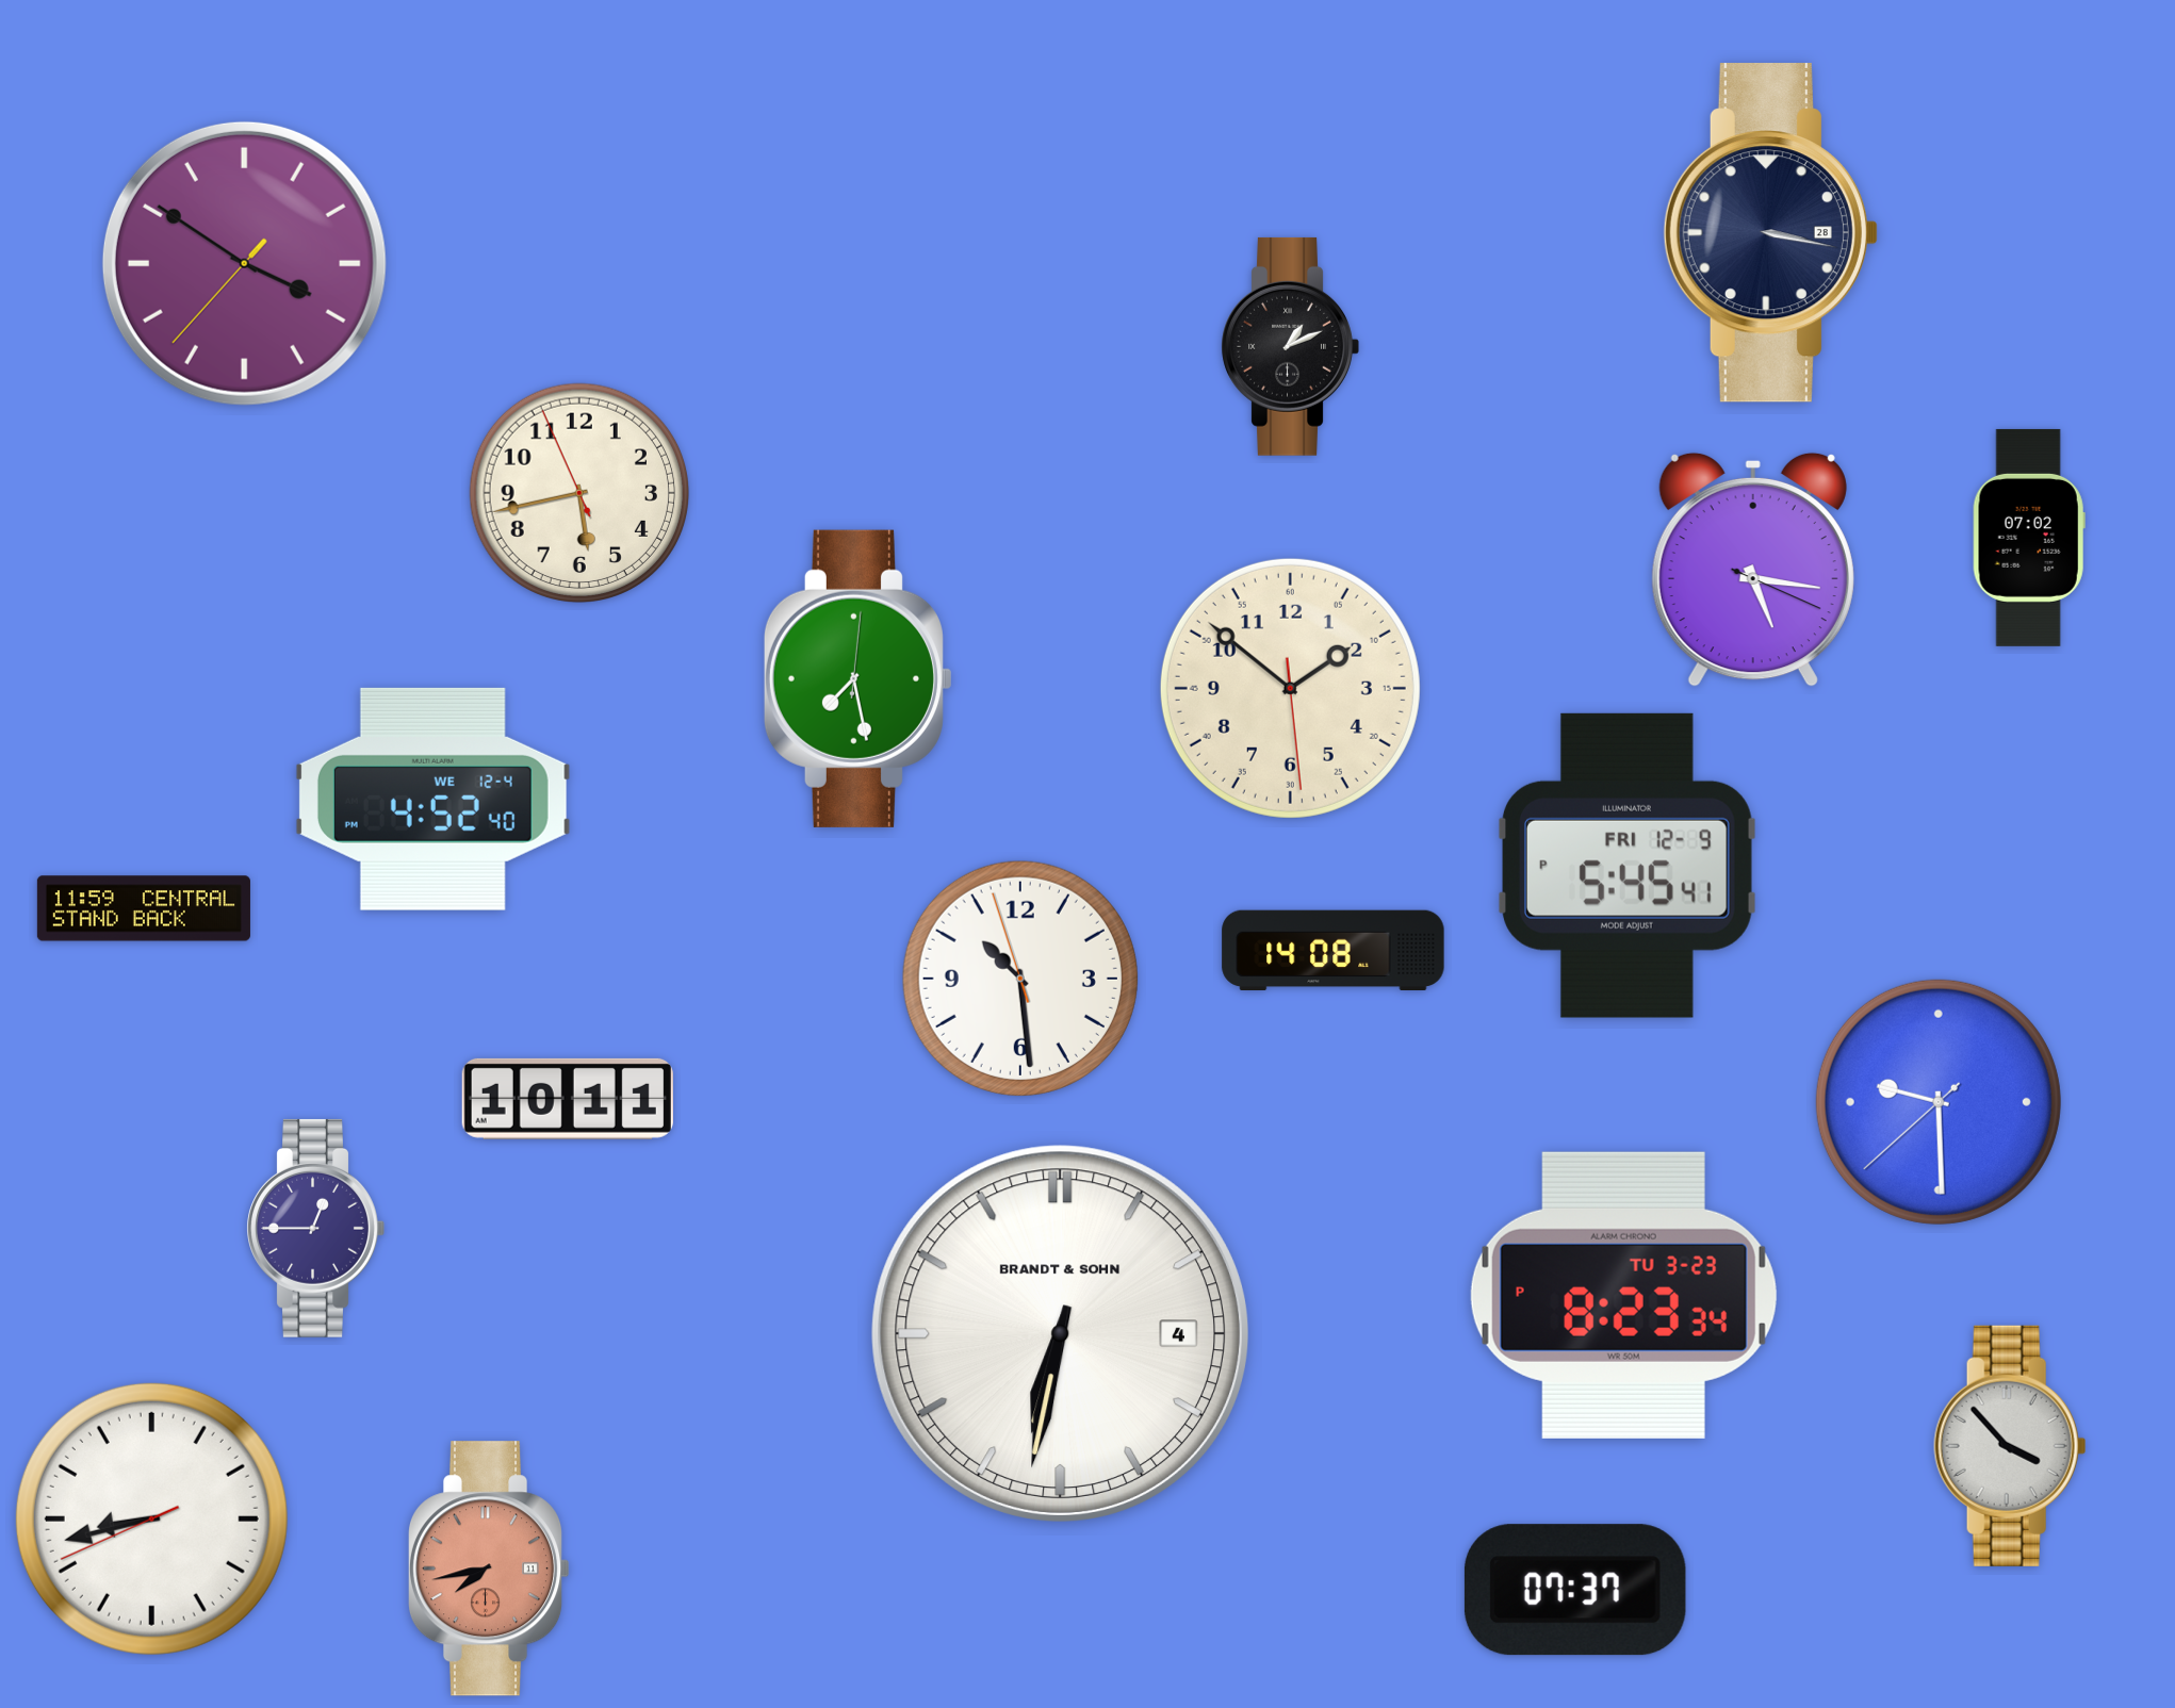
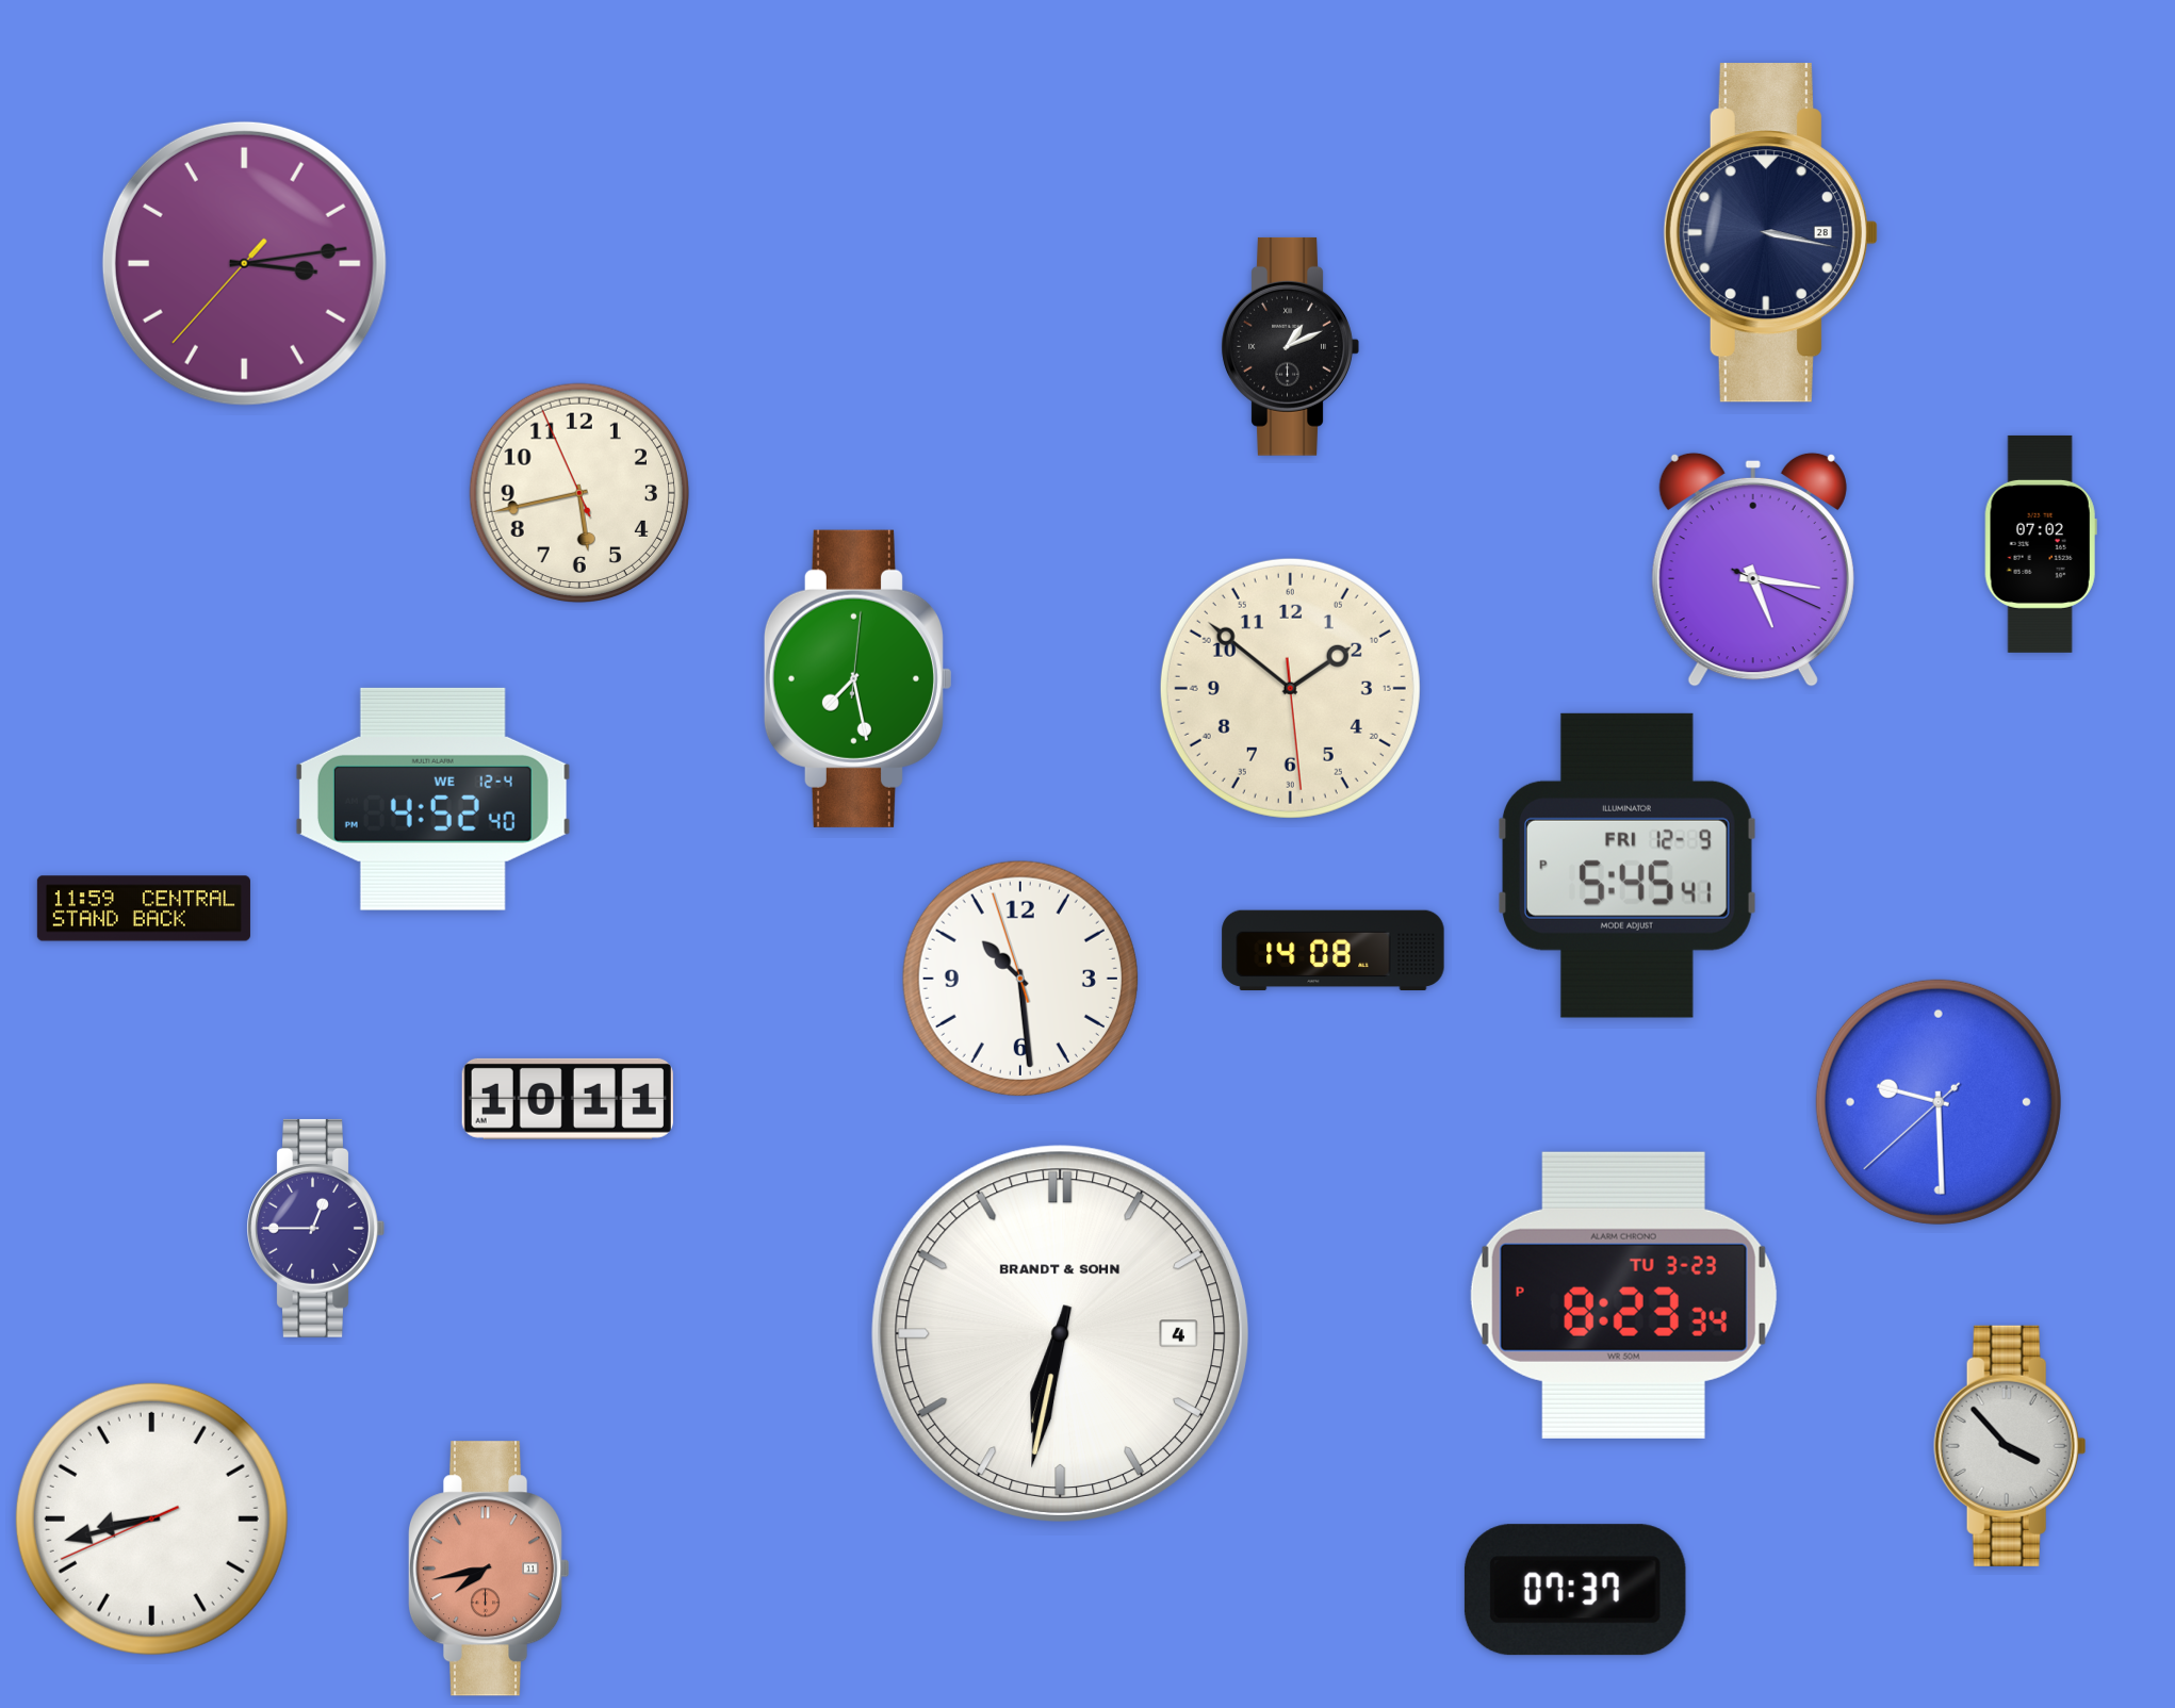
clock at (244, 263): 3:50 -> 3:13
clock at (2029, 538) position: (2029, 538) -> (2041, 544)
